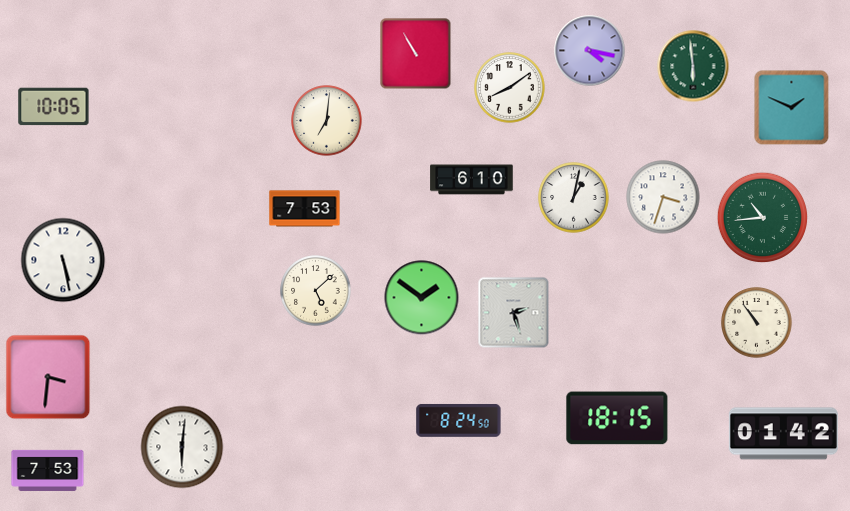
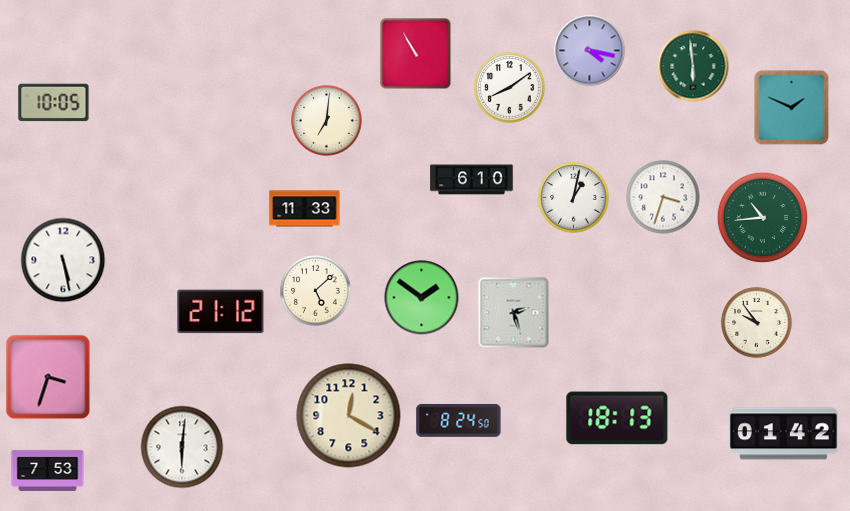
clock at (54, 107) position: (54, 107) -> (54, 103)
clock at (305, 209): 7:53 -> 11:33
clock at (221, 312): none -> 21:12
clock at (757, 323): 10:54 -> 9:54
clock at (48, 377): 3:31 -> 3:33
clock at (349, 416): none -> 12:20
clock at (617, 418): 18:15 -> 18:13
